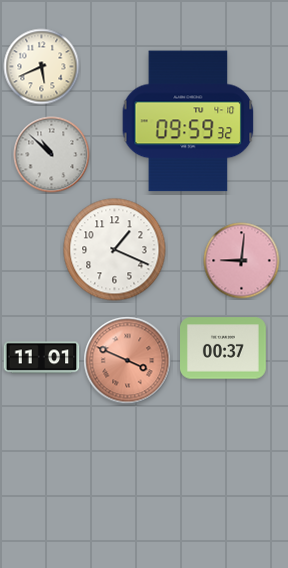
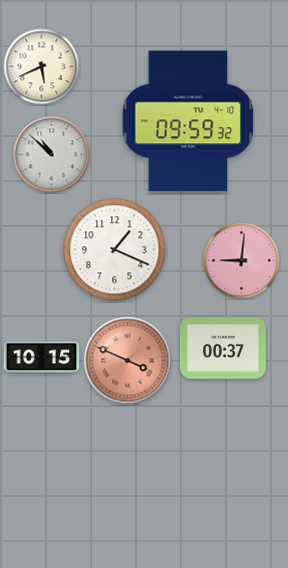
clock at (42, 358): 11:01 -> 10:15
